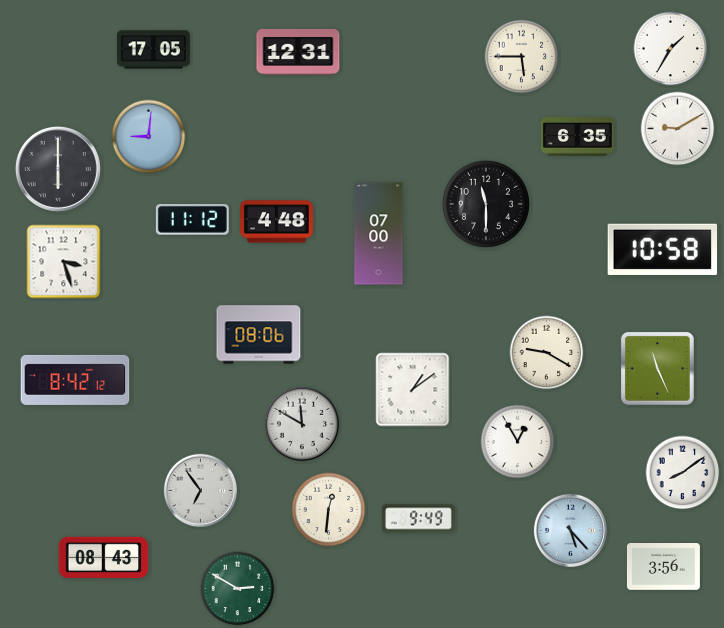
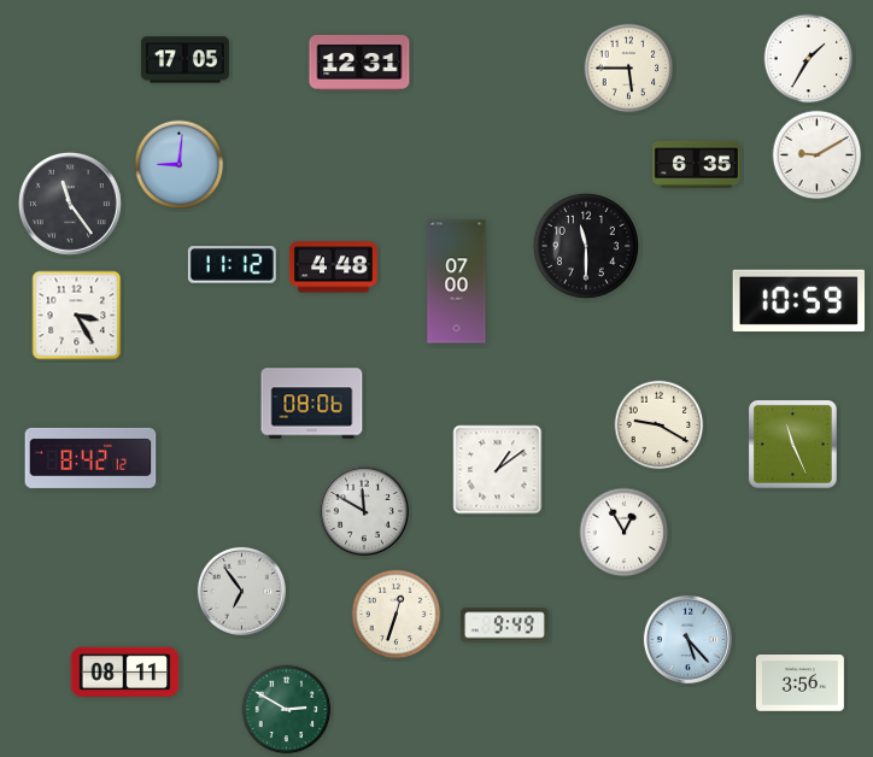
clock at (58, 169): 6:00 -> 11:24
clock at (663, 249): 10:58 -> 10:59
clock at (64, 262): 3:27 -> 3:25
clock at (683, 473): 8:09 -> none
clock at (329, 510): 12:31 -> 12:33
clock at (104, 557): 08:43 -> 08:11
